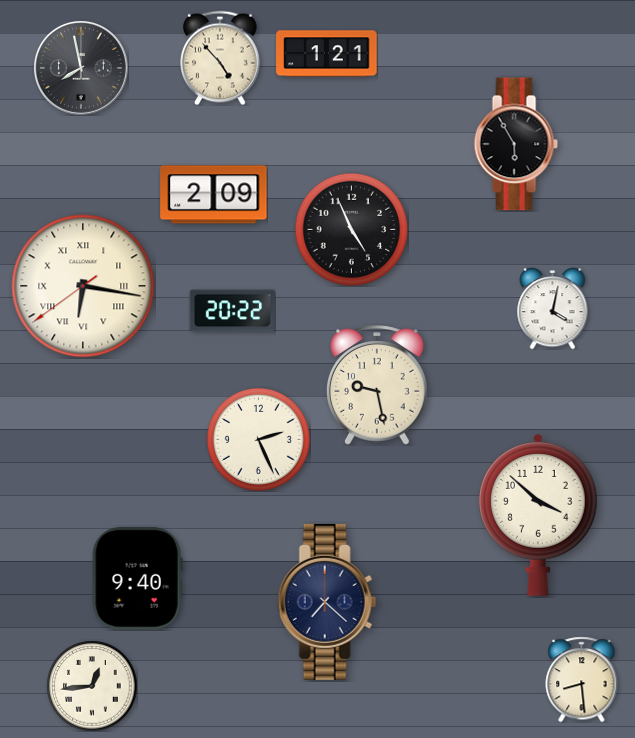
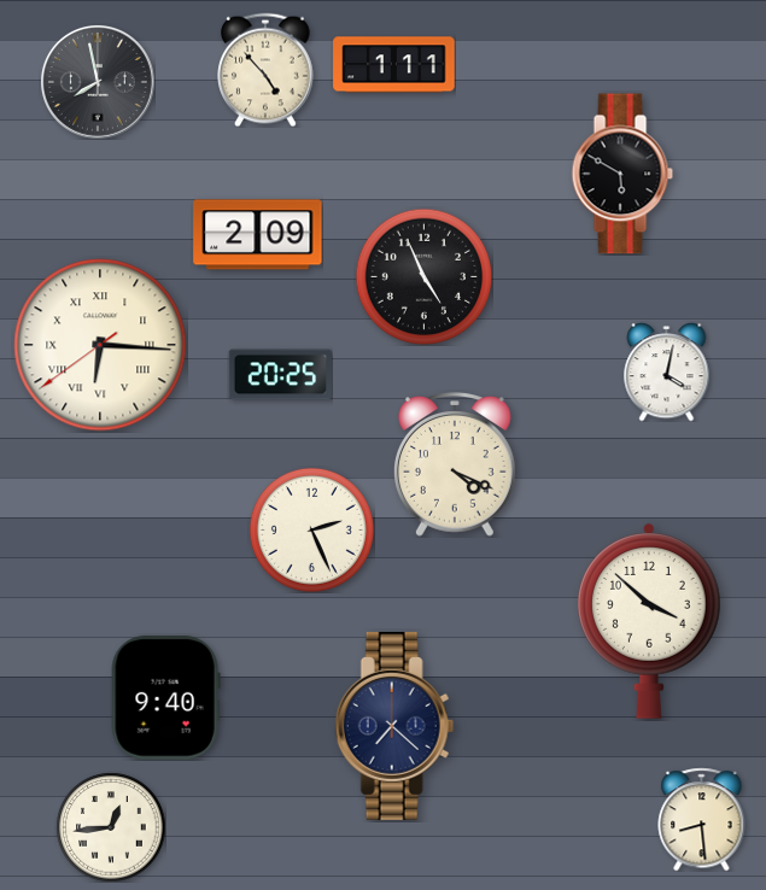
clock at (327, 54): 1:21 -> 1:11
clock at (516, 144): 5:55 -> 5:50
clock at (83, 286): 6:16 -> 6:15
clock at (232, 311): 20:22 -> 20:25
clock at (377, 385): 9:28 -> 4:19
